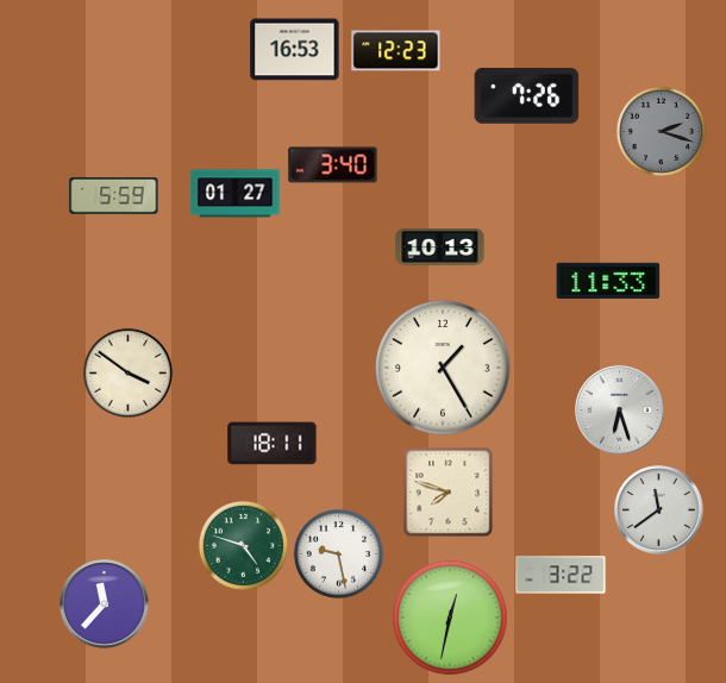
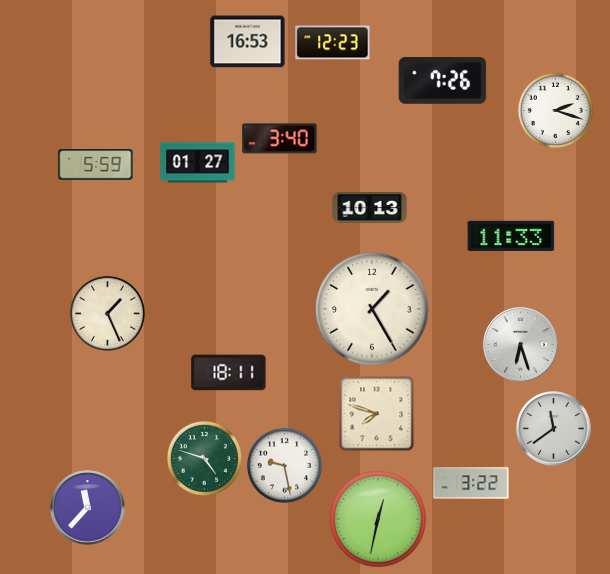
clock at (661, 131) dial: grey -> white
clock at (127, 372): 3:51 -> 1:26
